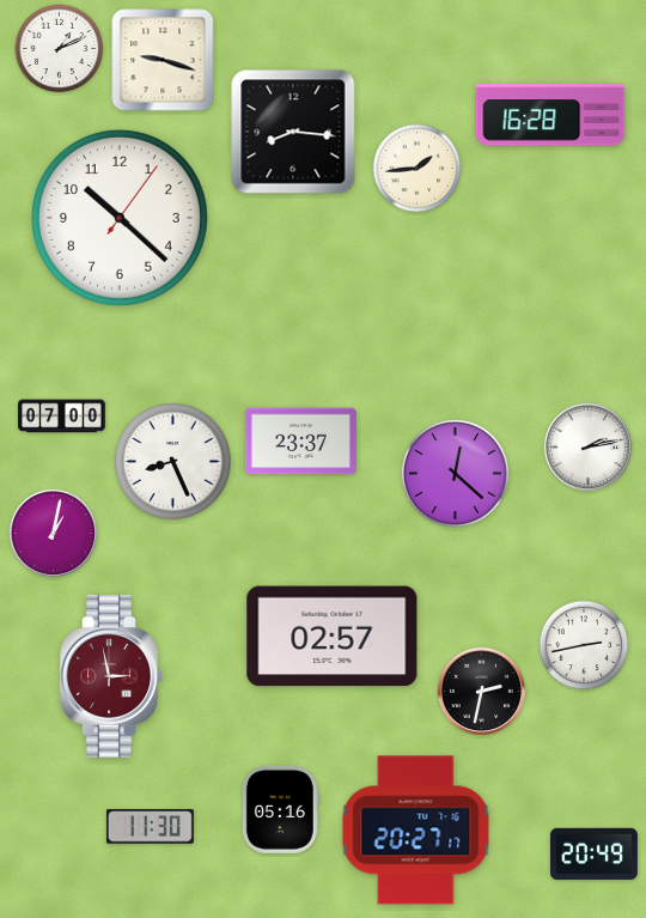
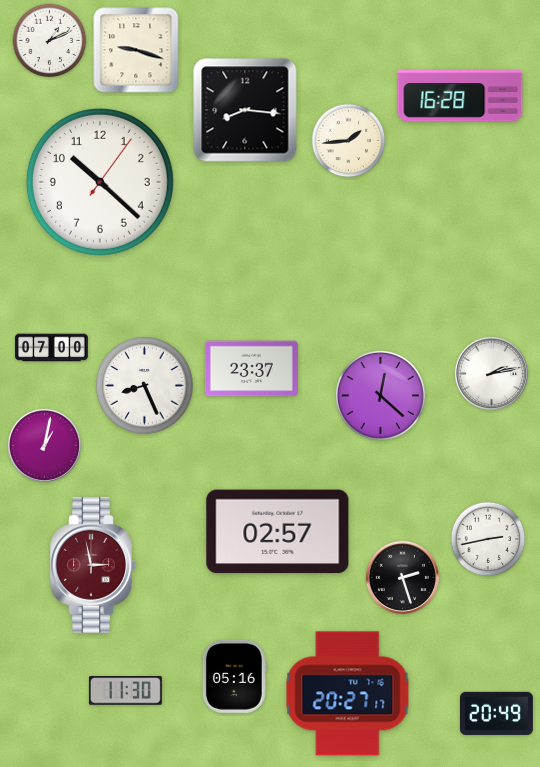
clock at (481, 691): 2:32 -> 2:27
